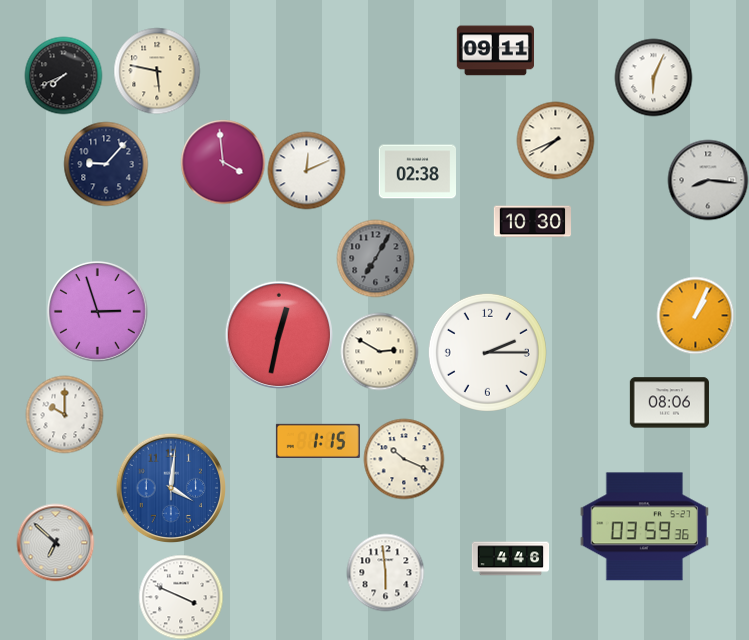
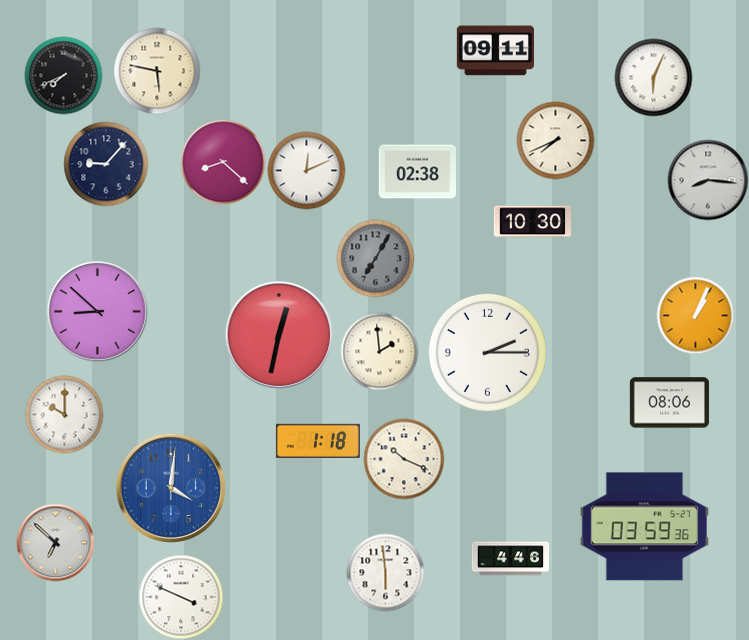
clock at (223, 162): 3:59 -> 8:22
clock at (97, 311): 2:57 -> 8:52
clock at (379, 351): 2:50 -> 1:59
clock at (318, 441): 1:15 -> 1:18
